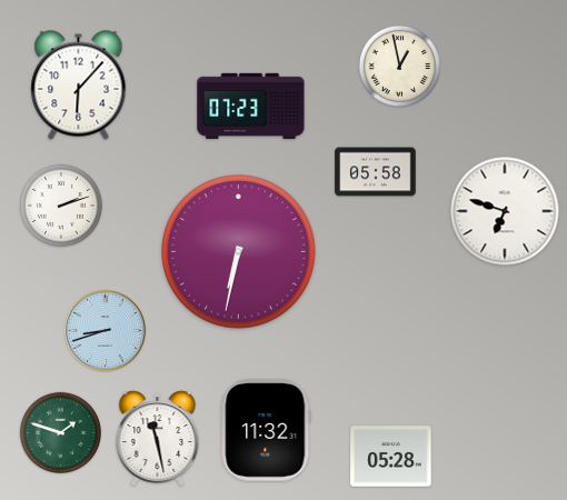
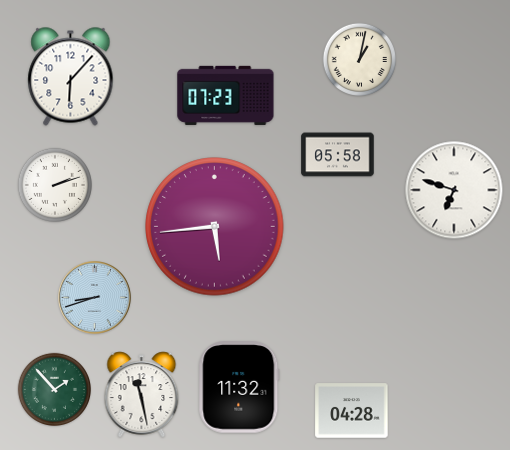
clock at (399, 66): 12:58 -> 1:02
clock at (239, 252): 6:32 -> 5:44
clock at (60, 432): 1:48 -> 1:53
clock at (391, 457): 05:28 -> 04:28
